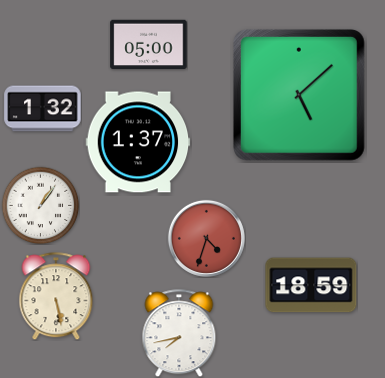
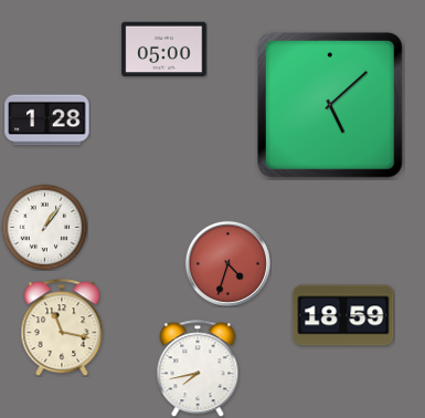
clock at (43, 109): 1:32 -> 1:28
clock at (138, 142): 1:37 -> none
clock at (56, 296): 5:28 -> 11:17
